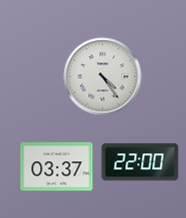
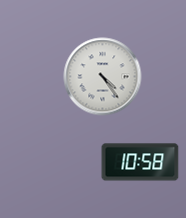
clock at (140, 162): 22:00 -> 10:58
clock at (57, 167): 03:37 -> none
